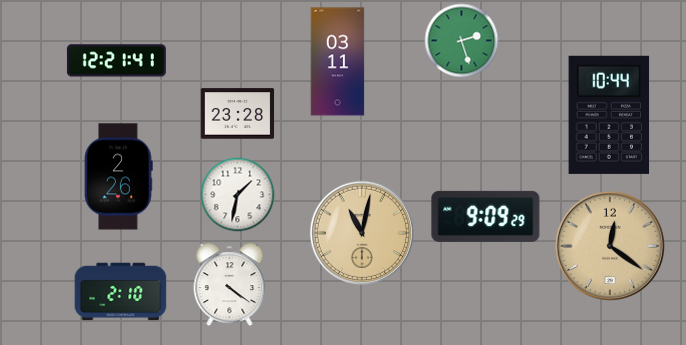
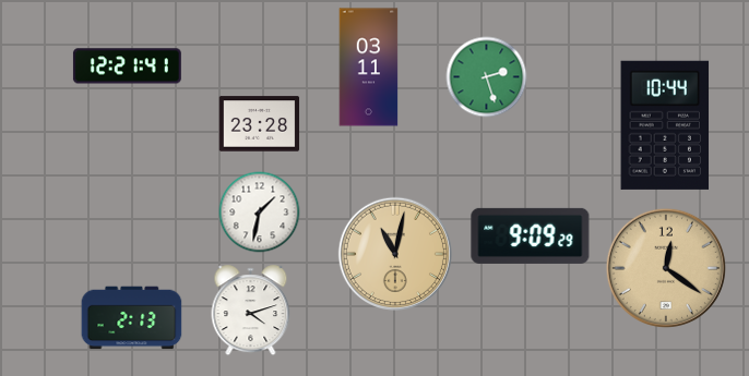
clock at (462, 41) position: (462, 41) -> (487, 77)
clock at (118, 177): 2:26 -> none
clock at (230, 285): 4:21 -> 4:12
clock at (121, 292): 2:10 -> 2:13
